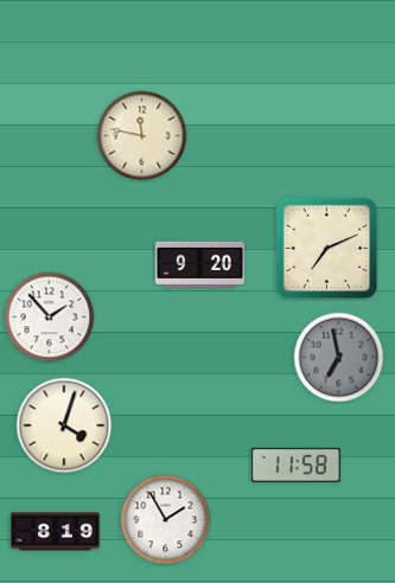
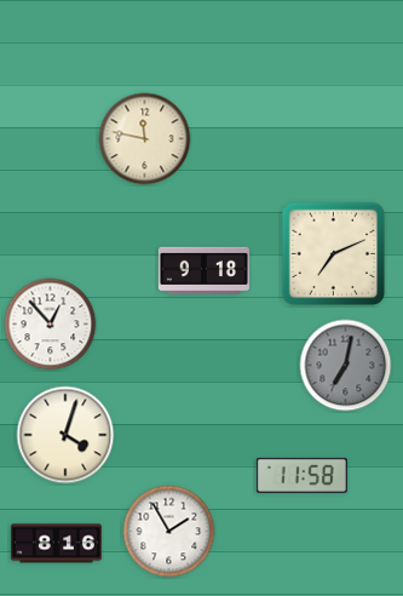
clock at (199, 265): 9:20 -> 9:18
clock at (50, 318): 1:53 -> 12:53
clock at (339, 358): 6:58 -> 7:02
clock at (55, 532): 8:19 -> 8:16
